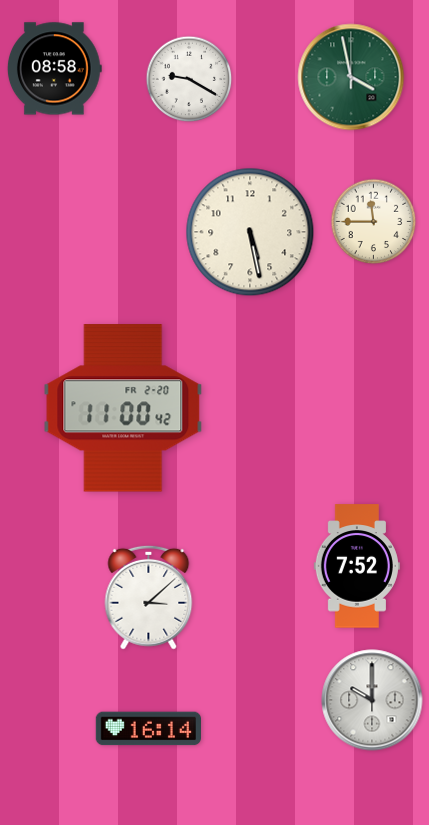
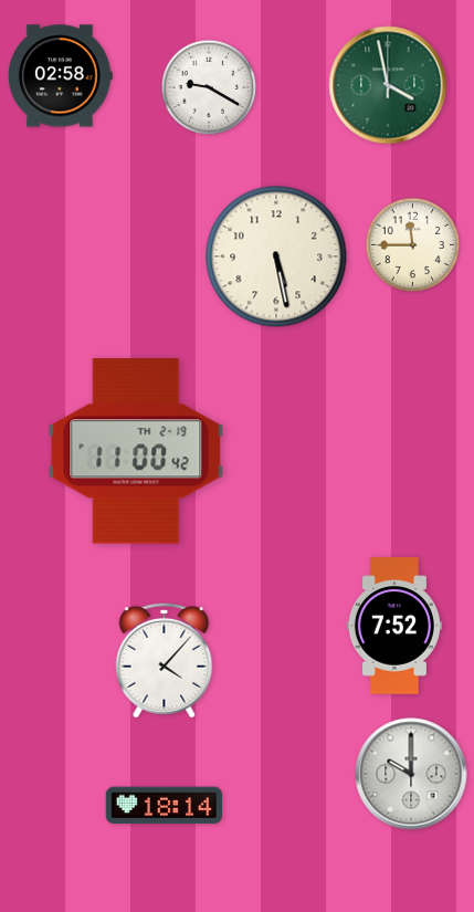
clock at (54, 69): 08:58 -> 02:58
clock at (123, 408) date: FR 2-20 -> TH 2-19
clock at (149, 597): 3:08 -> 4:07
clock at (148, 729): 16:14 -> 18:14
